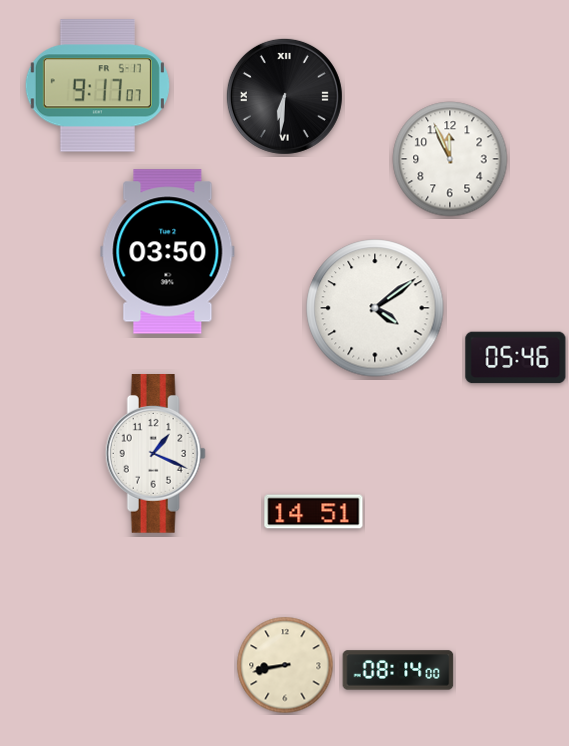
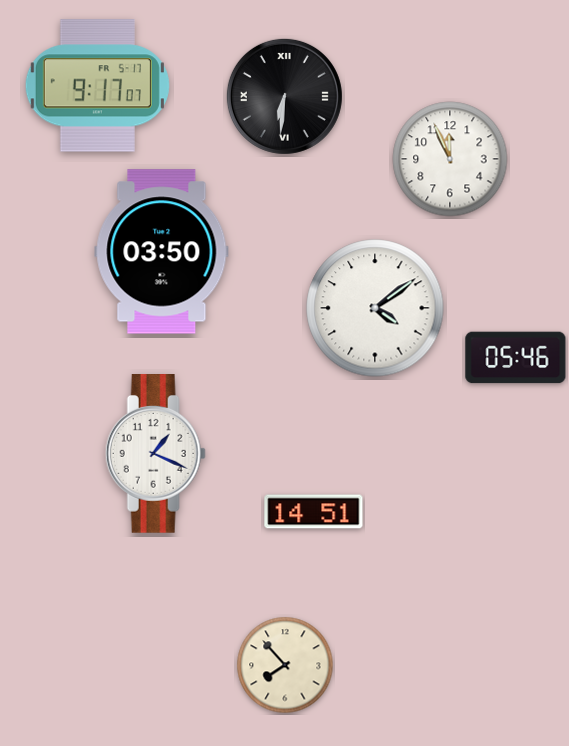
clock at (168, 252) position: (168, 252) -> (162, 252)
clock at (285, 665): 8:43 -> 7:53
clock at (398, 670): 08:14 -> none
